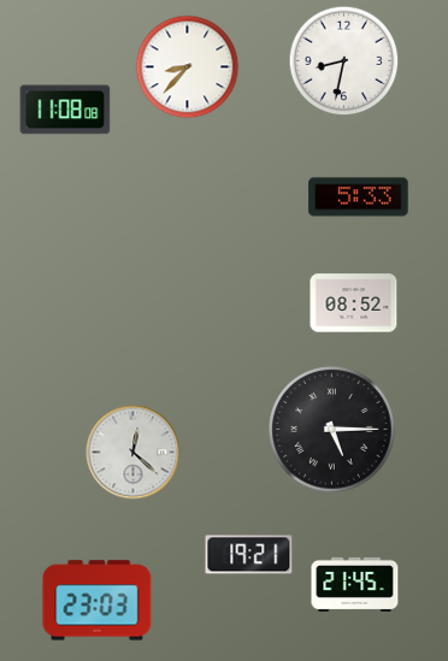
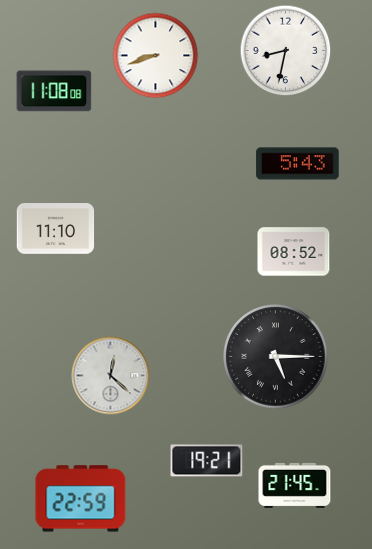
clock at (188, 67): 8:37 -> 8:42
clock at (359, 197): 5:33 -> 5:43
clock at (56, 229): none -> 11:10
clock at (98, 601): 23:03 -> 22:59
